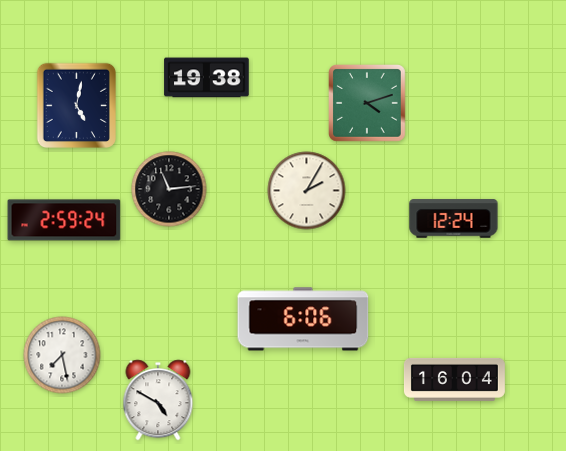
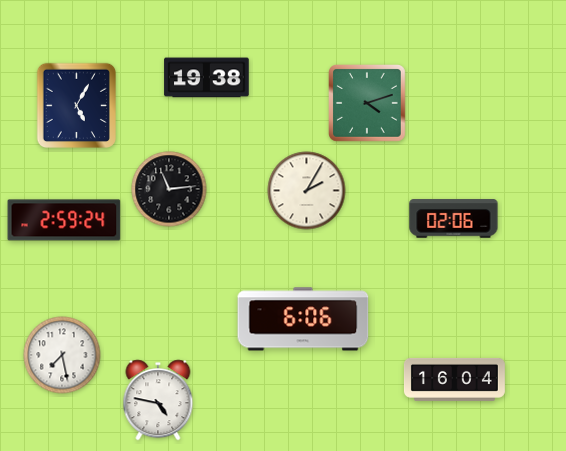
clock at (76, 105): 5:02 -> 5:05
clock at (454, 219): 12:24 -> 02:06
clock at (158, 400): 4:50 -> 4:47
